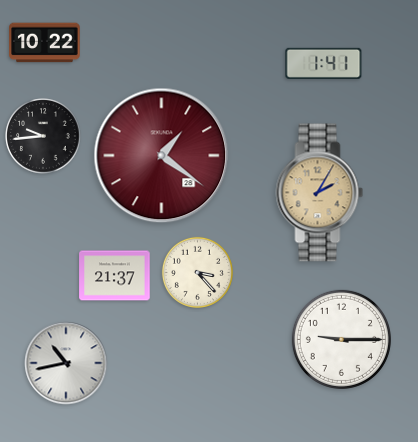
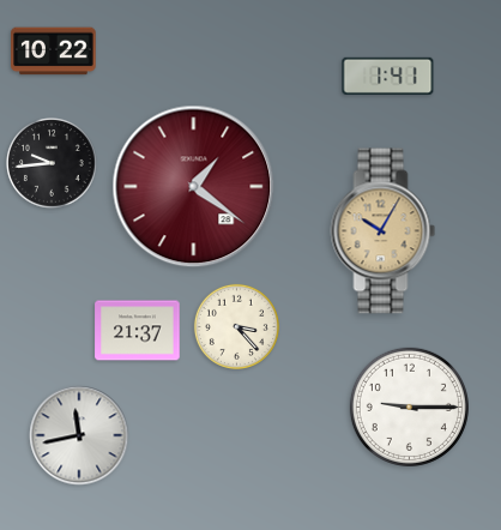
clock at (320, 193): 2:05 -> 10:05
clock at (66, 363): 10:43 -> 11:43
